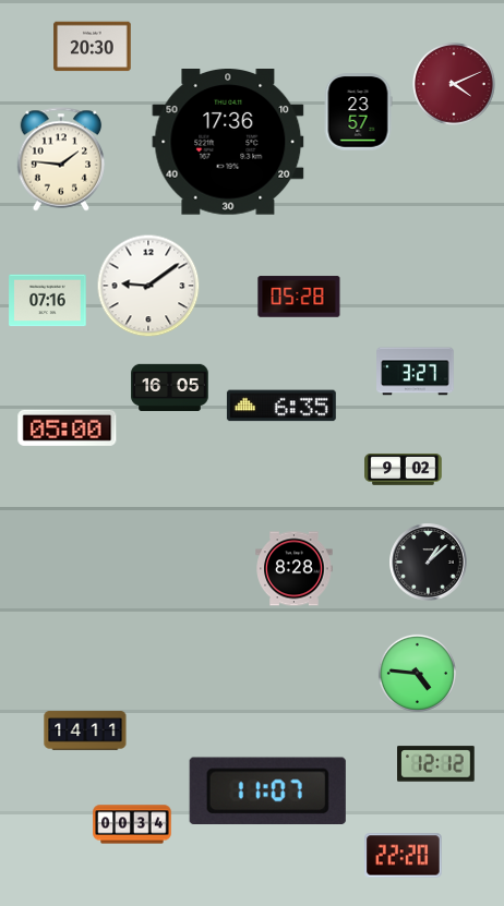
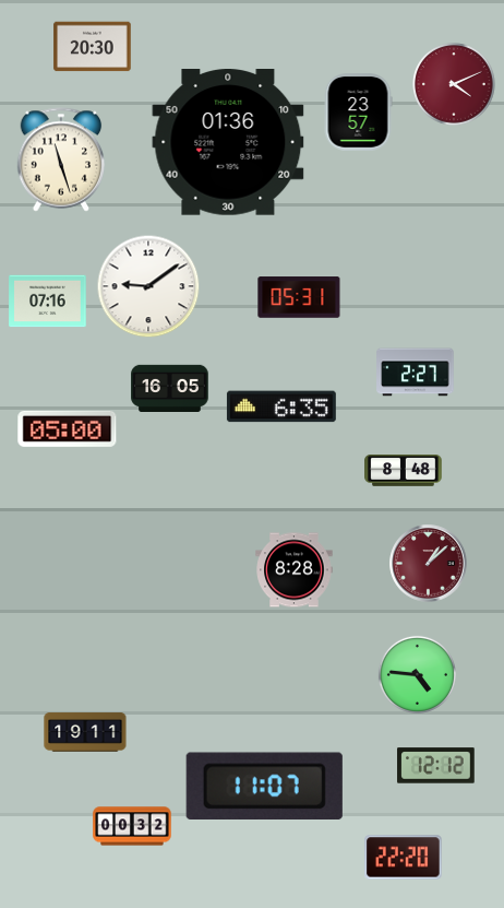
clock at (228, 143): 17:36 -> 01:36
clock at (61, 159): 1:46 -> 11:27
clock at (299, 297): 05:28 -> 05:31
clock at (416, 372): 3:27 -> 2:27
clock at (404, 470): 9:02 -> 8:48
clock at (429, 563) dial: black -> burgundy
clock at (85, 730): 14:11 -> 19:11
clock at (267, 790) position: (267, 790) -> (264, 786)
clock at (132, 824): 00:34 -> 00:32
